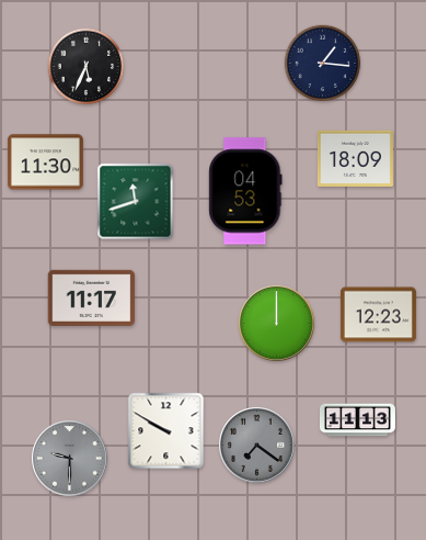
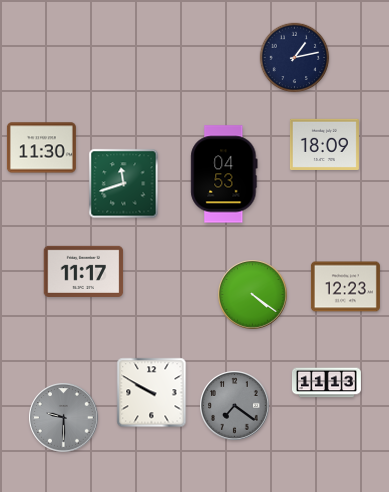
clock at (323, 64): 1:16 -> 1:13
clock at (87, 67): 5:34 -> none
clock at (277, 324): 12:00 -> 4:21
